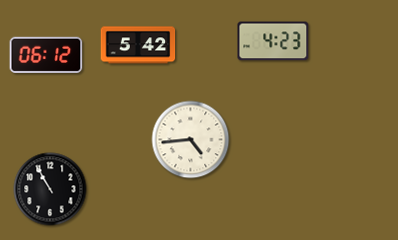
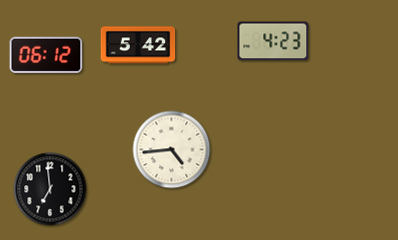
clock at (191, 140) position: (191, 140) -> (172, 150)
clock at (50, 189): 10:55 -> 6:59
